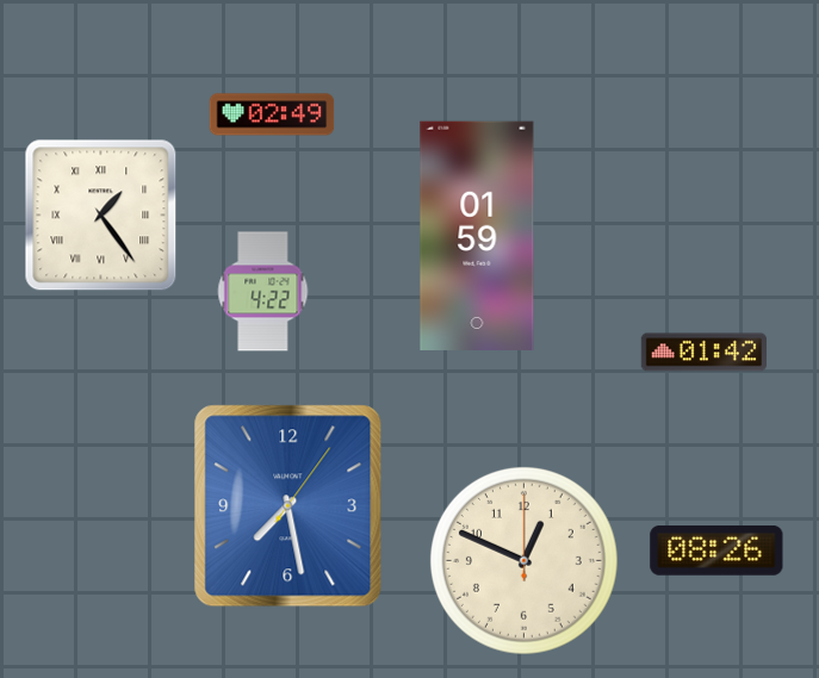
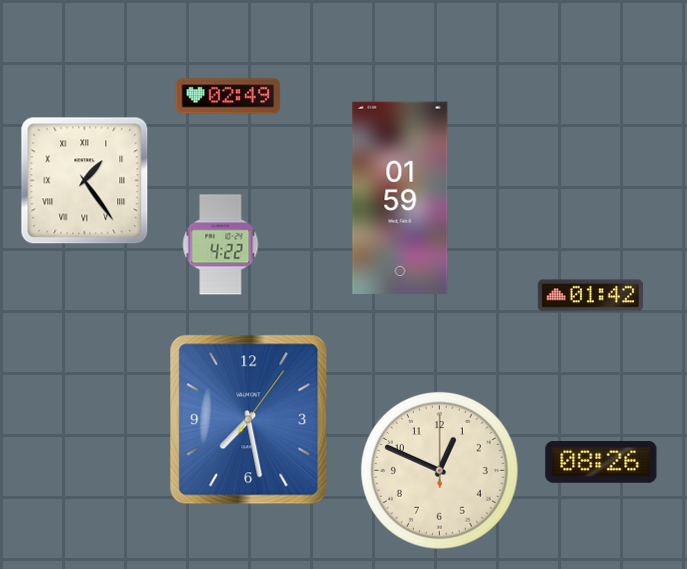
clock at (288, 506) position: (288, 506) -> (249, 420)
